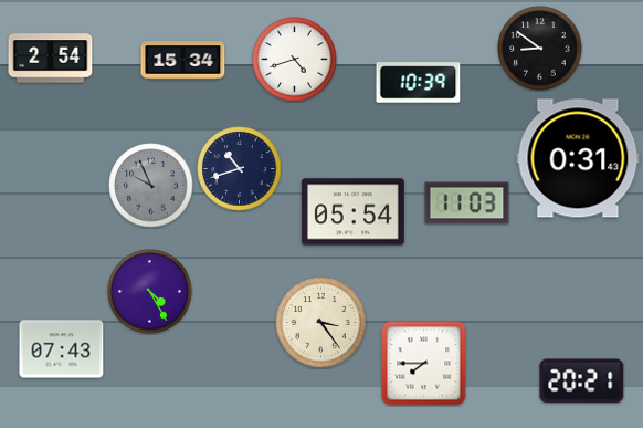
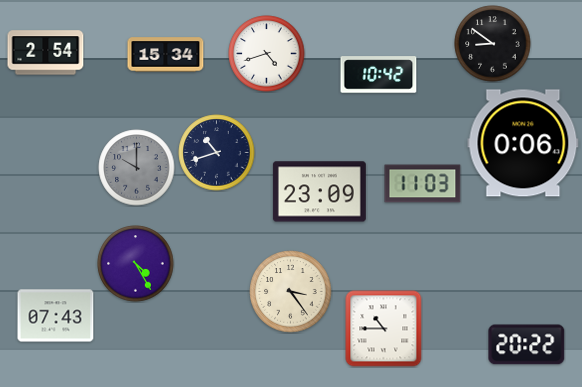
clock at (540, 49) position: (540, 49) -> (493, 44)
clock at (419, 83): 10:39 -> 10:42
clock at (578, 158): 0:31 -> 0:06
clock at (151, 186): 9:56 -> 10:00
clock at (352, 212): 05:54 -> 23:09
clock at (424, 364): 7:45 -> 10:45
clock at (582, 382): 20:21 -> 20:22
